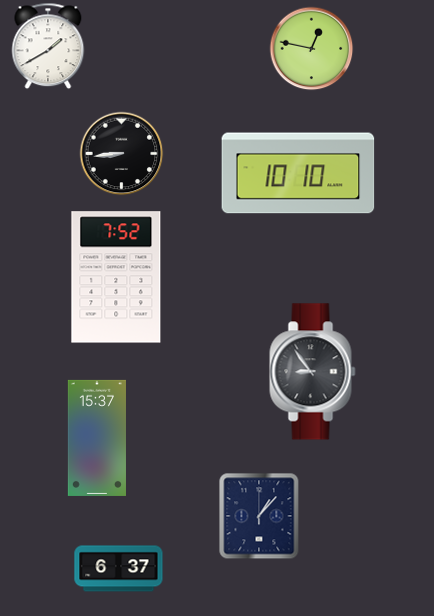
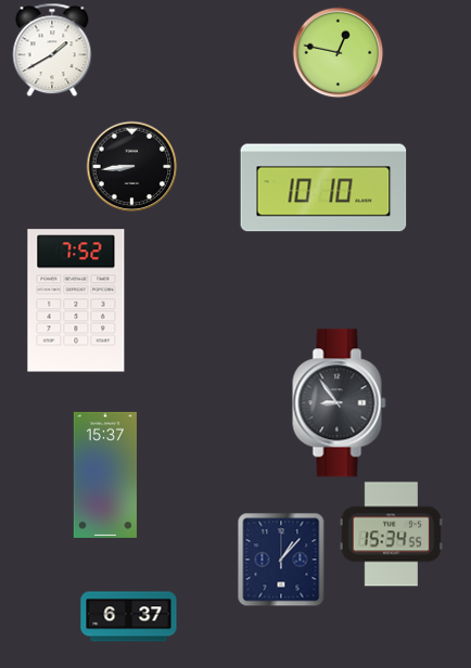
clock at (116, 277) position: (116, 277) -> (76, 300)
clock at (391, 535): none -> 15:34
